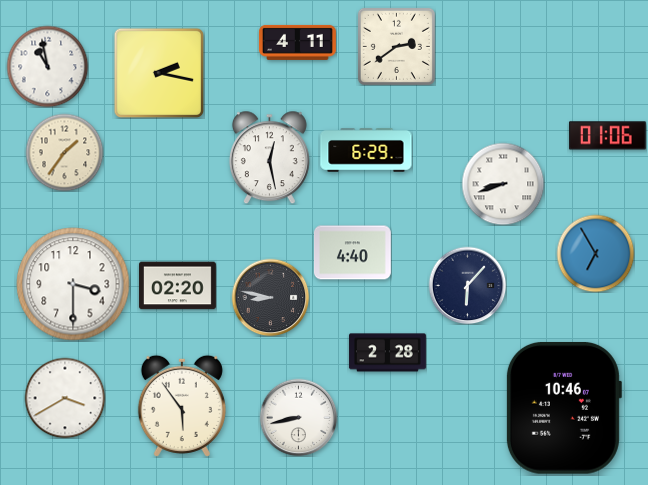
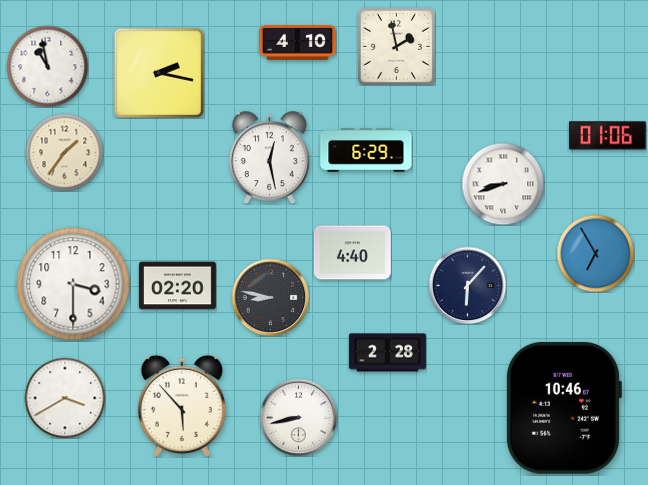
clock at (297, 42): 4:11 -> 4:10
clock at (396, 46): 2:39 -> 1:58
clock at (182, 406): 5:54 -> 5:53
